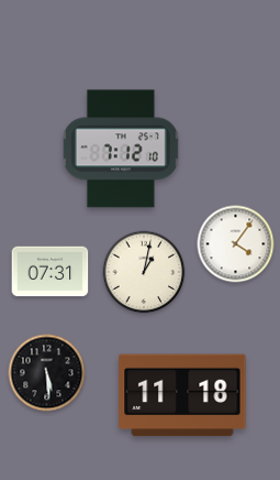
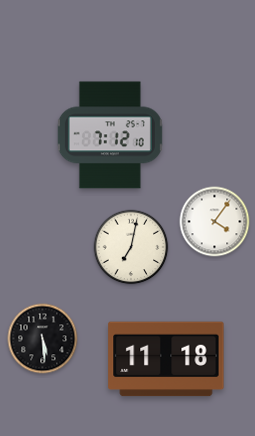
clock at (51, 272): 07:31 -> none
clock at (144, 272): 1:02 -> 7:02
